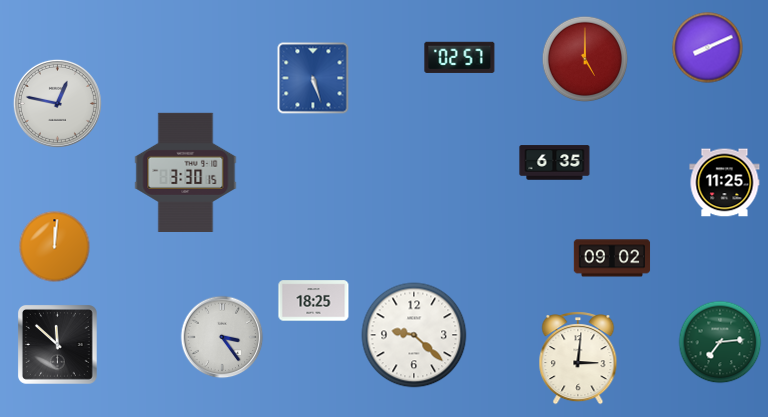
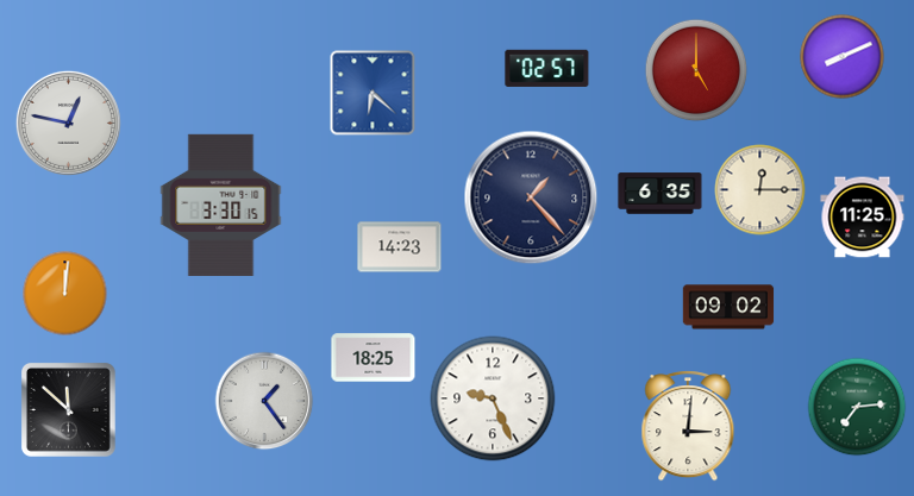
clock at (313, 78): 5:27 -> 6:22
clock at (760, 190): none -> 12:15
clock at (531, 197): none -> 1:23
clock at (400, 247): none -> 14:23
clock at (414, 335): 9:22 -> 9:26
clock at (222, 337): 3:24 -> 1:24
